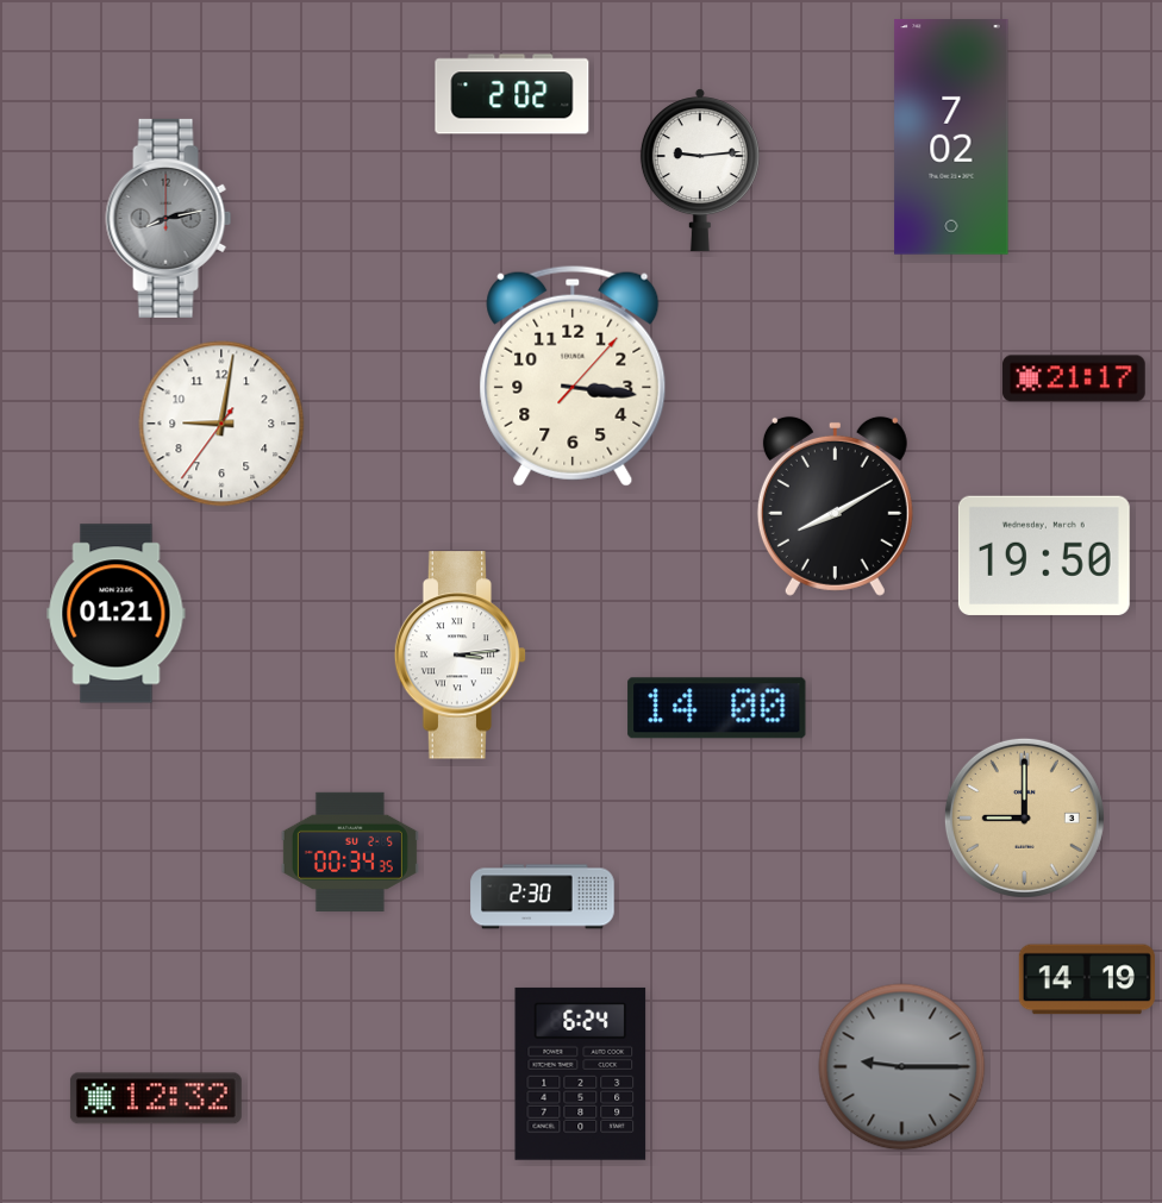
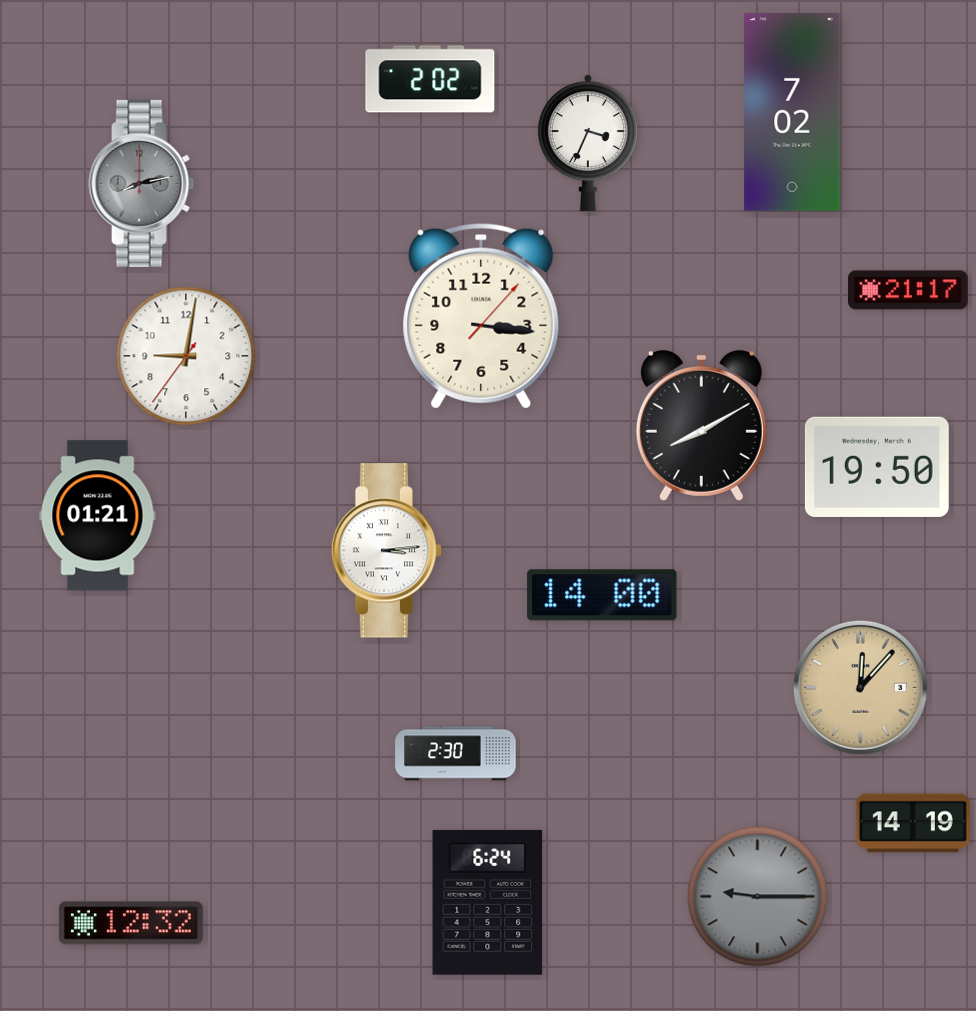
clock at (951, 137) position: (951, 137) -> (792, 112)
clock at (700, 170): 9:14 -> 3:34
clock at (1074, 378) position: (1074, 378) -> (908, 290)
clock at (1024, 817): 9:00 -> 12:07
clock at (350, 852): 00:34 -> none
